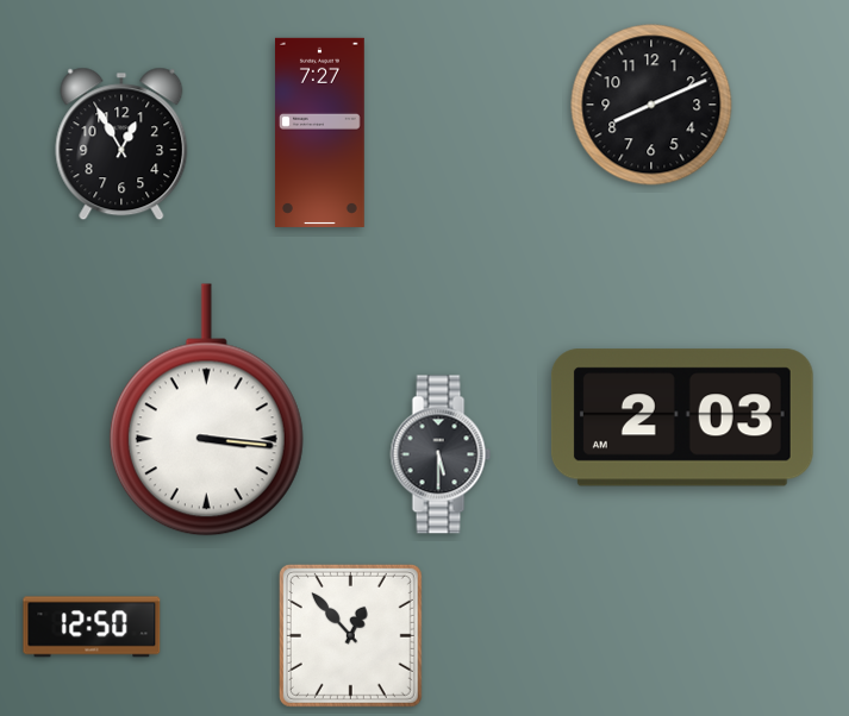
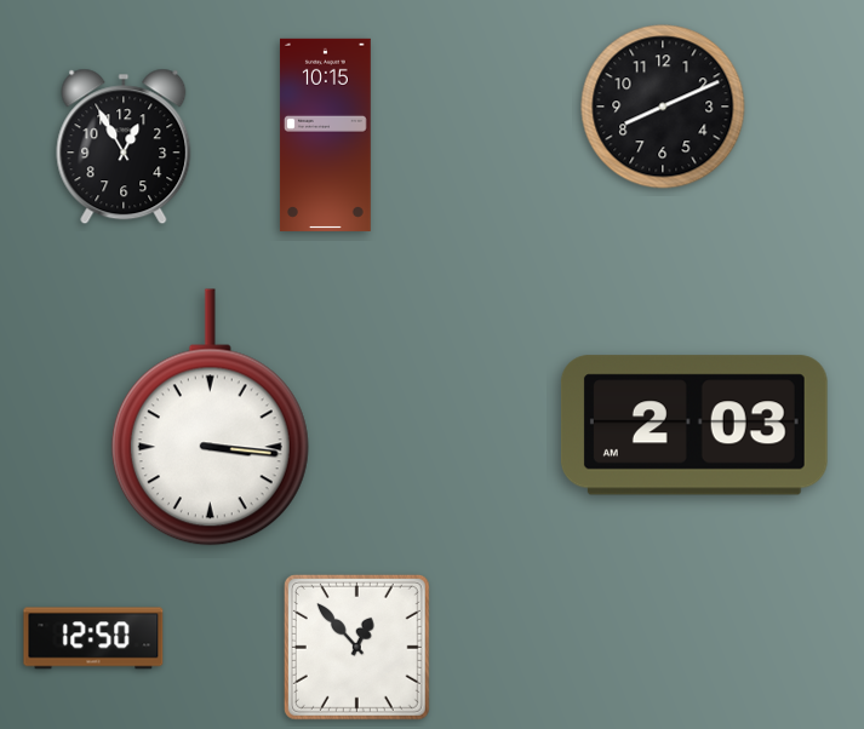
clock at (319, 132): 7:27 -> 10:15
clock at (441, 454): 5:30 -> none
